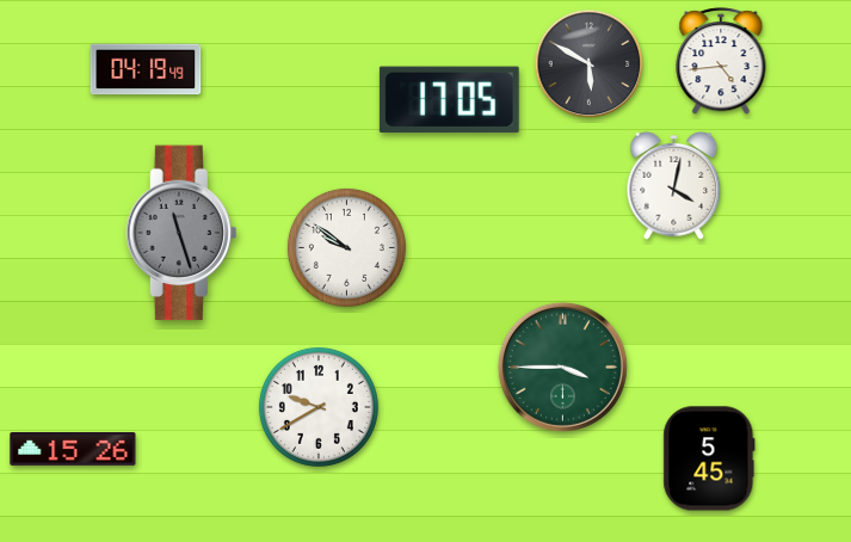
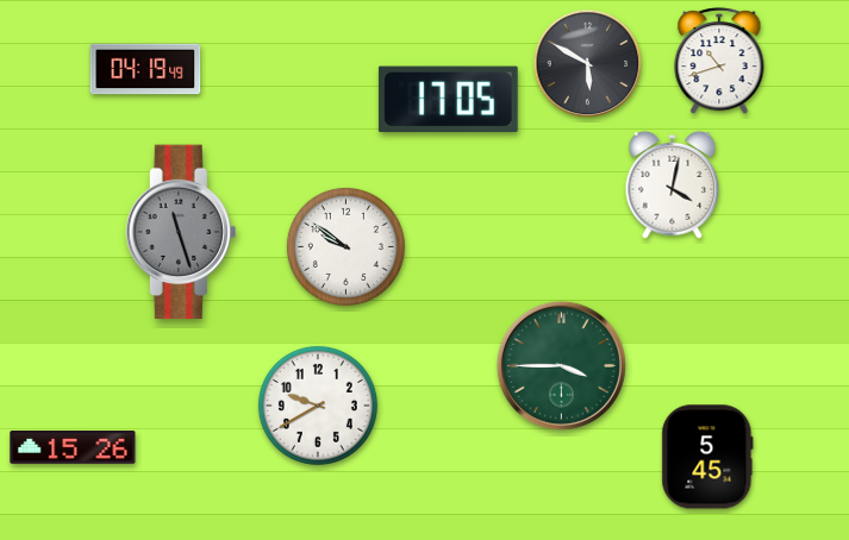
clock at (721, 62): 4:44 -> 10:42
